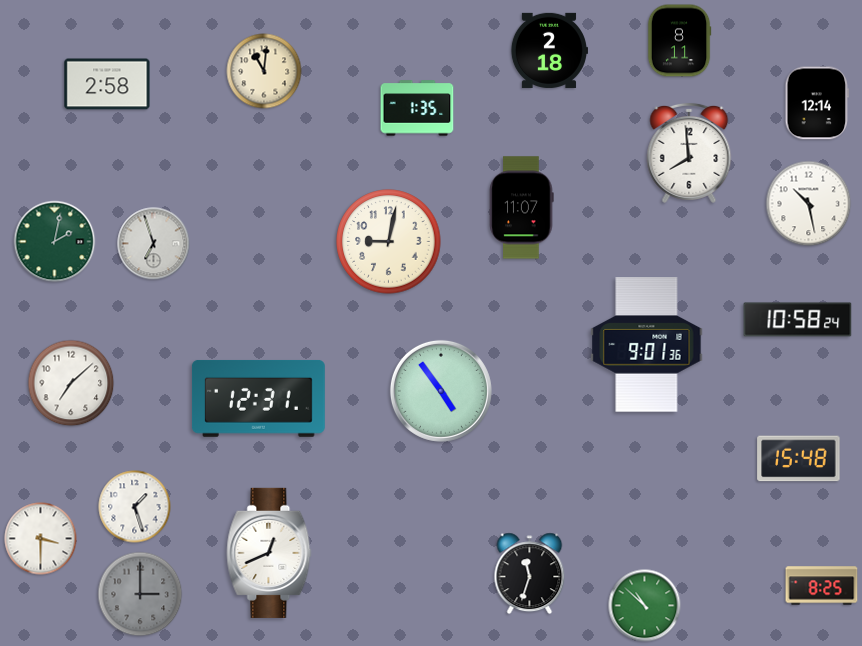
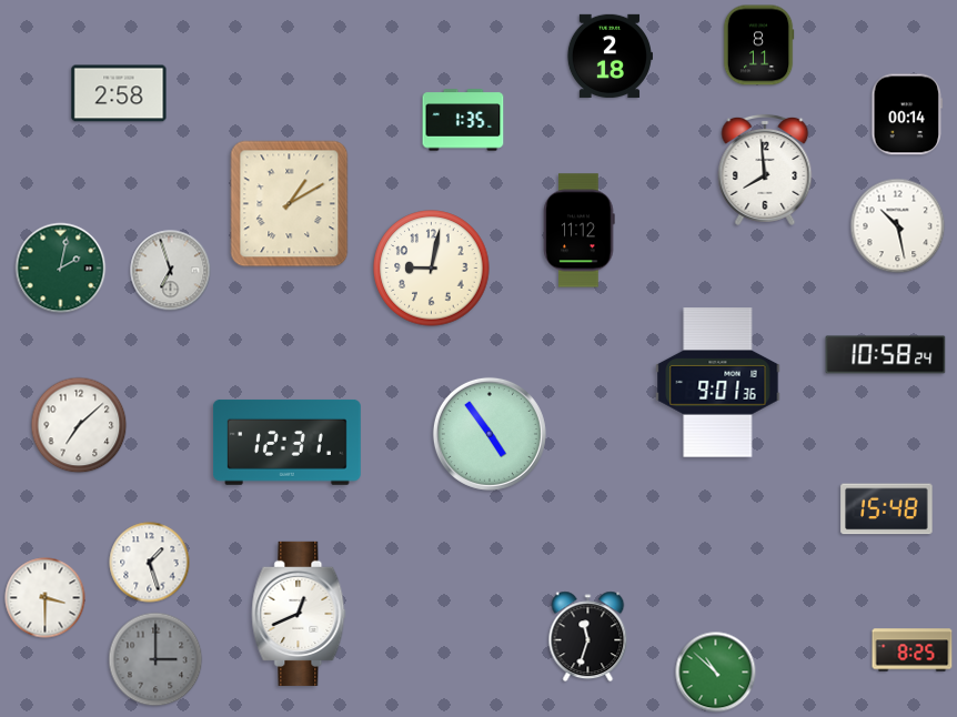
clock at (679, 41) position: (679, 41) -> (758, 46)
clock at (264, 71): 11:01 -> none
clock at (817, 103): 12:14 -> 00:14
clock at (290, 204): none -> 1:10
clock at (521, 208): 11:07 -> 11:12
